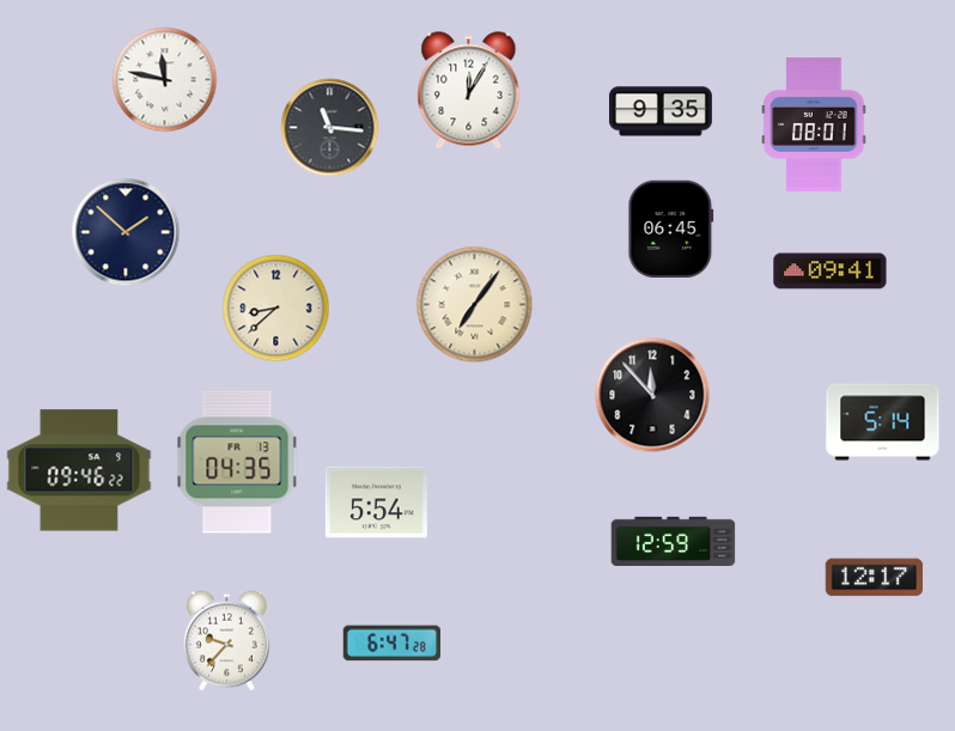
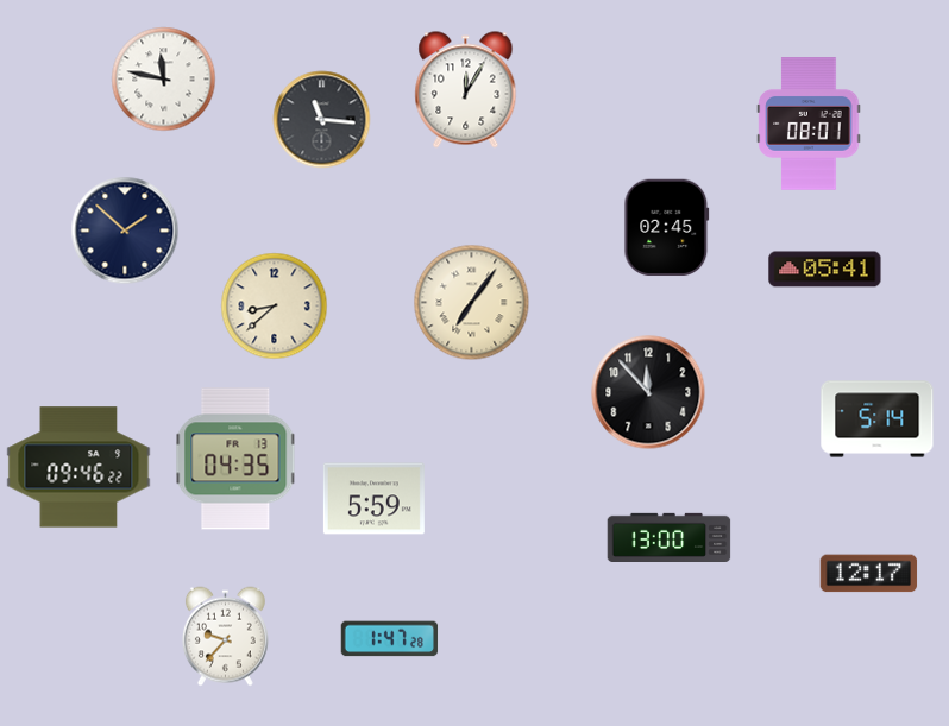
clock at (661, 111): 9:35 -> none
clock at (330, 128) position: (330, 128) -> (322, 120)
clock at (671, 230): 06:45 -> 02:45
clock at (831, 272): 09:41 -> 05:41
clock at (376, 502): 5:54 -> 5:59
clock at (674, 541): 12:59 -> 13:00
clock at (393, 644): 6:47 -> 1:47
